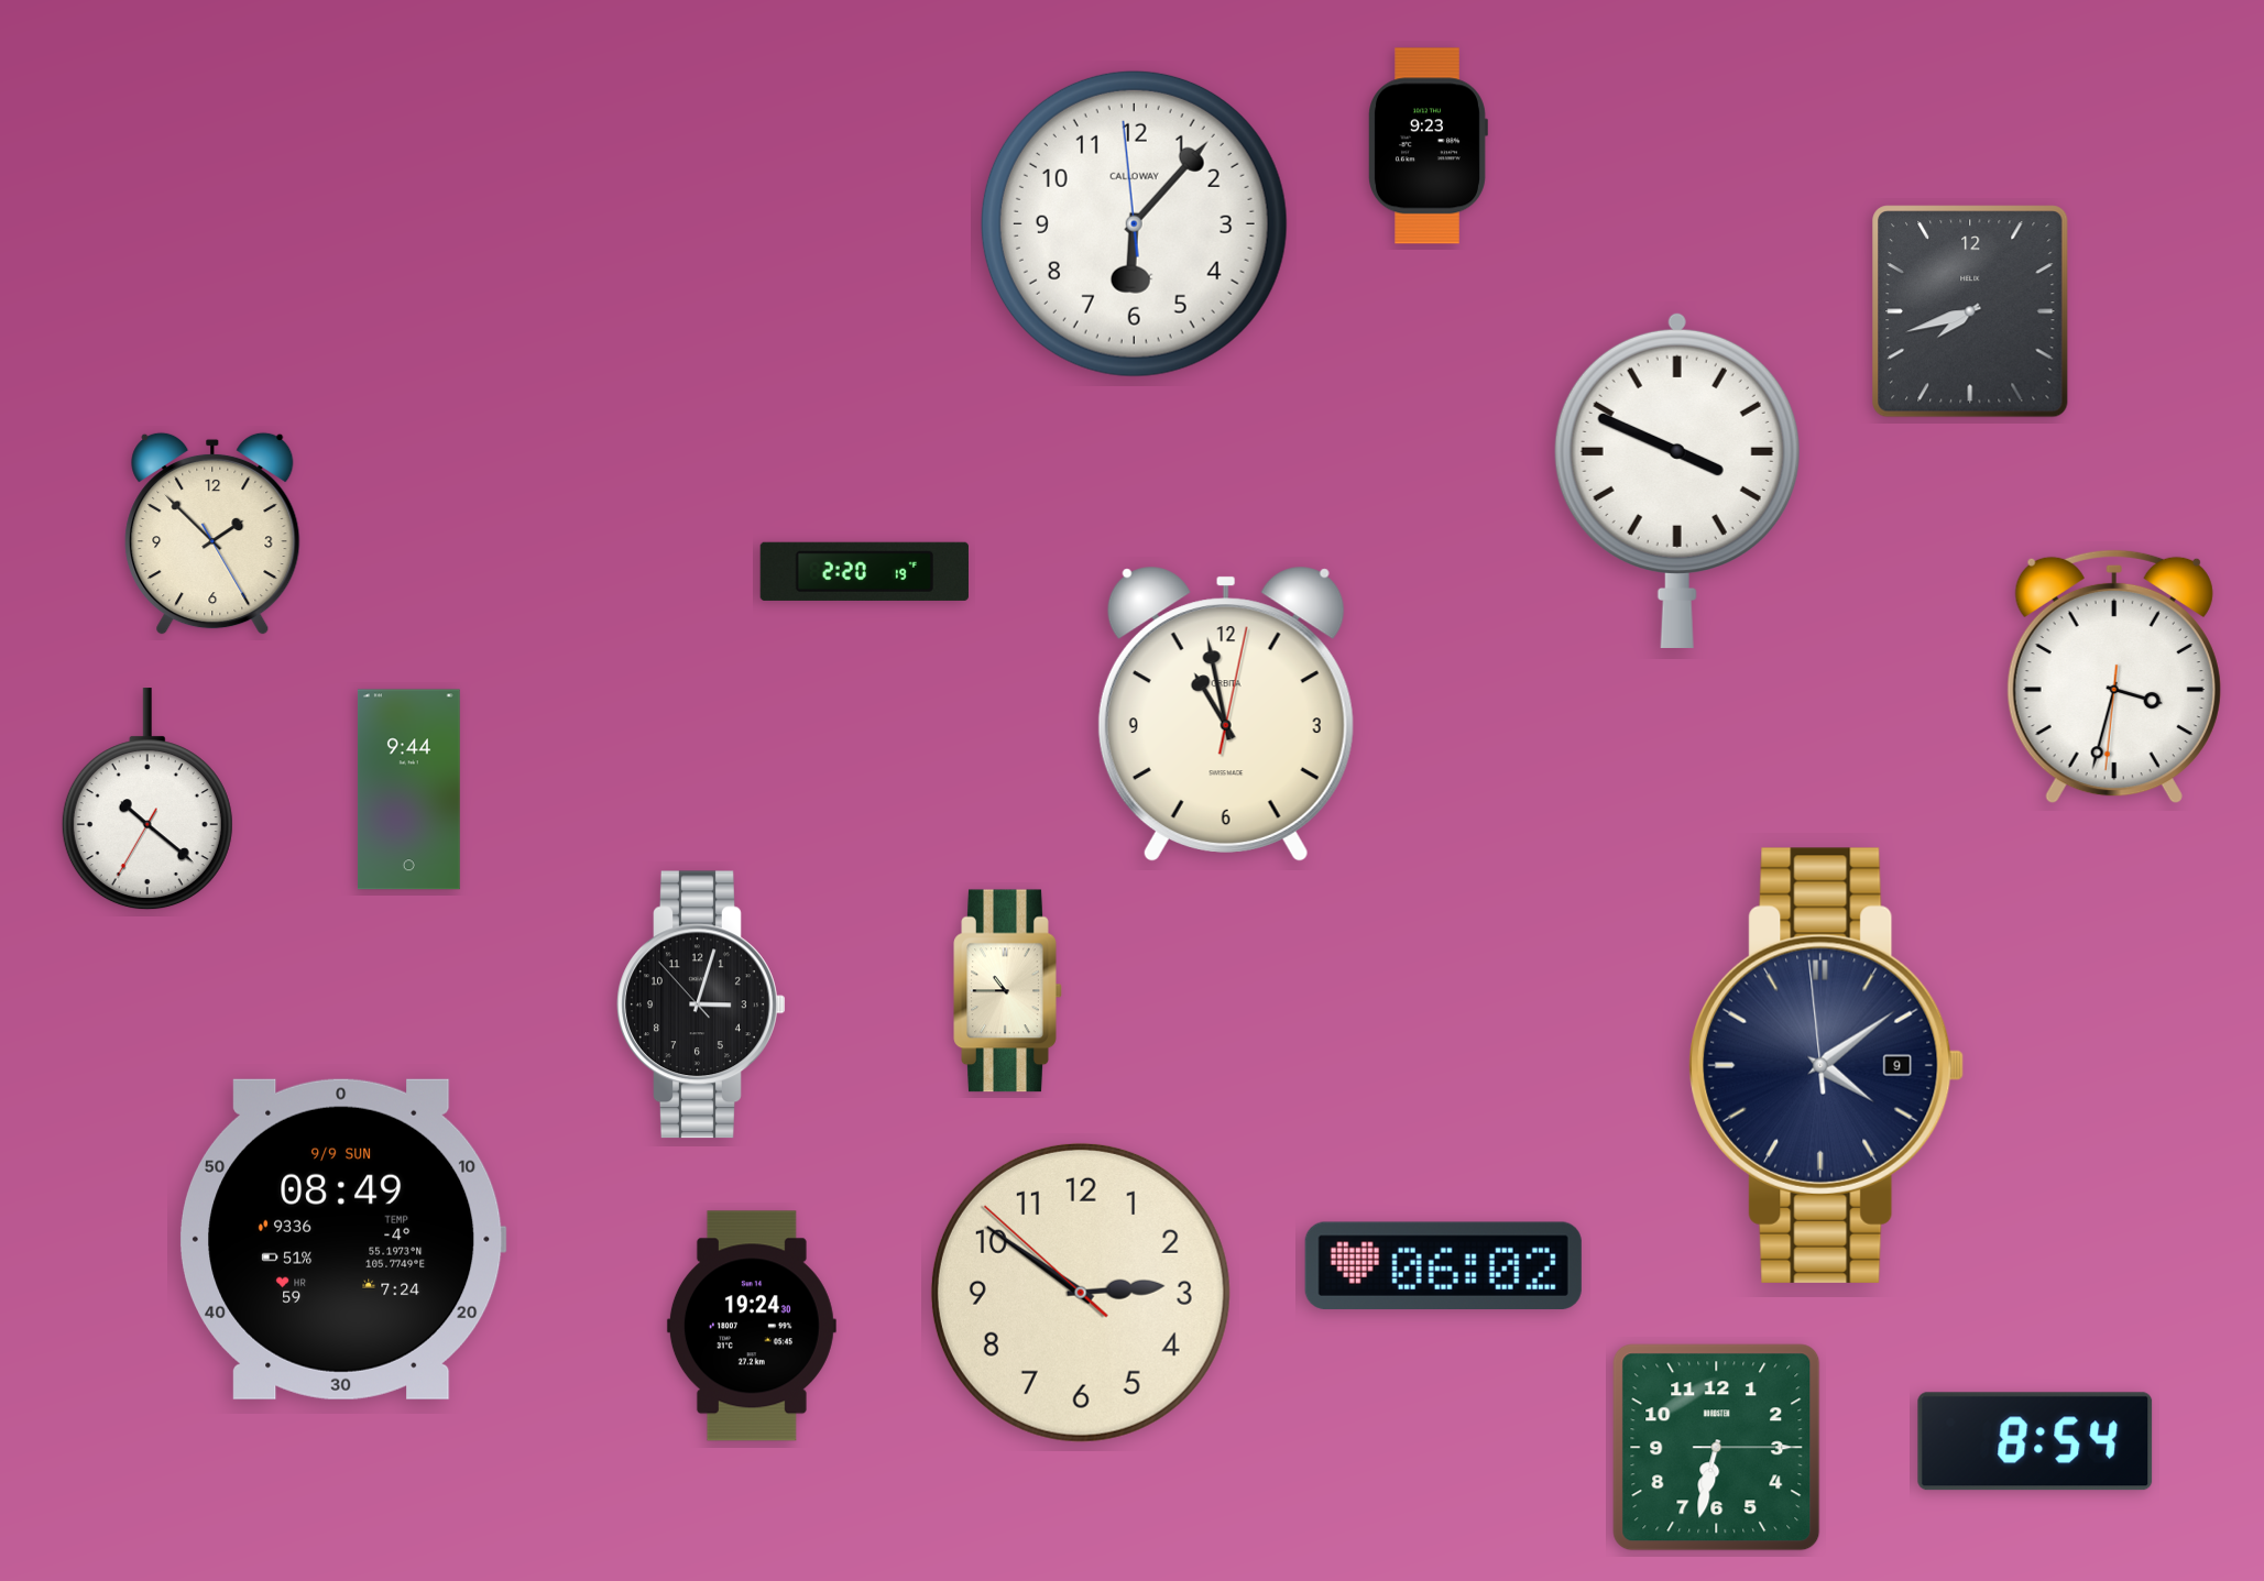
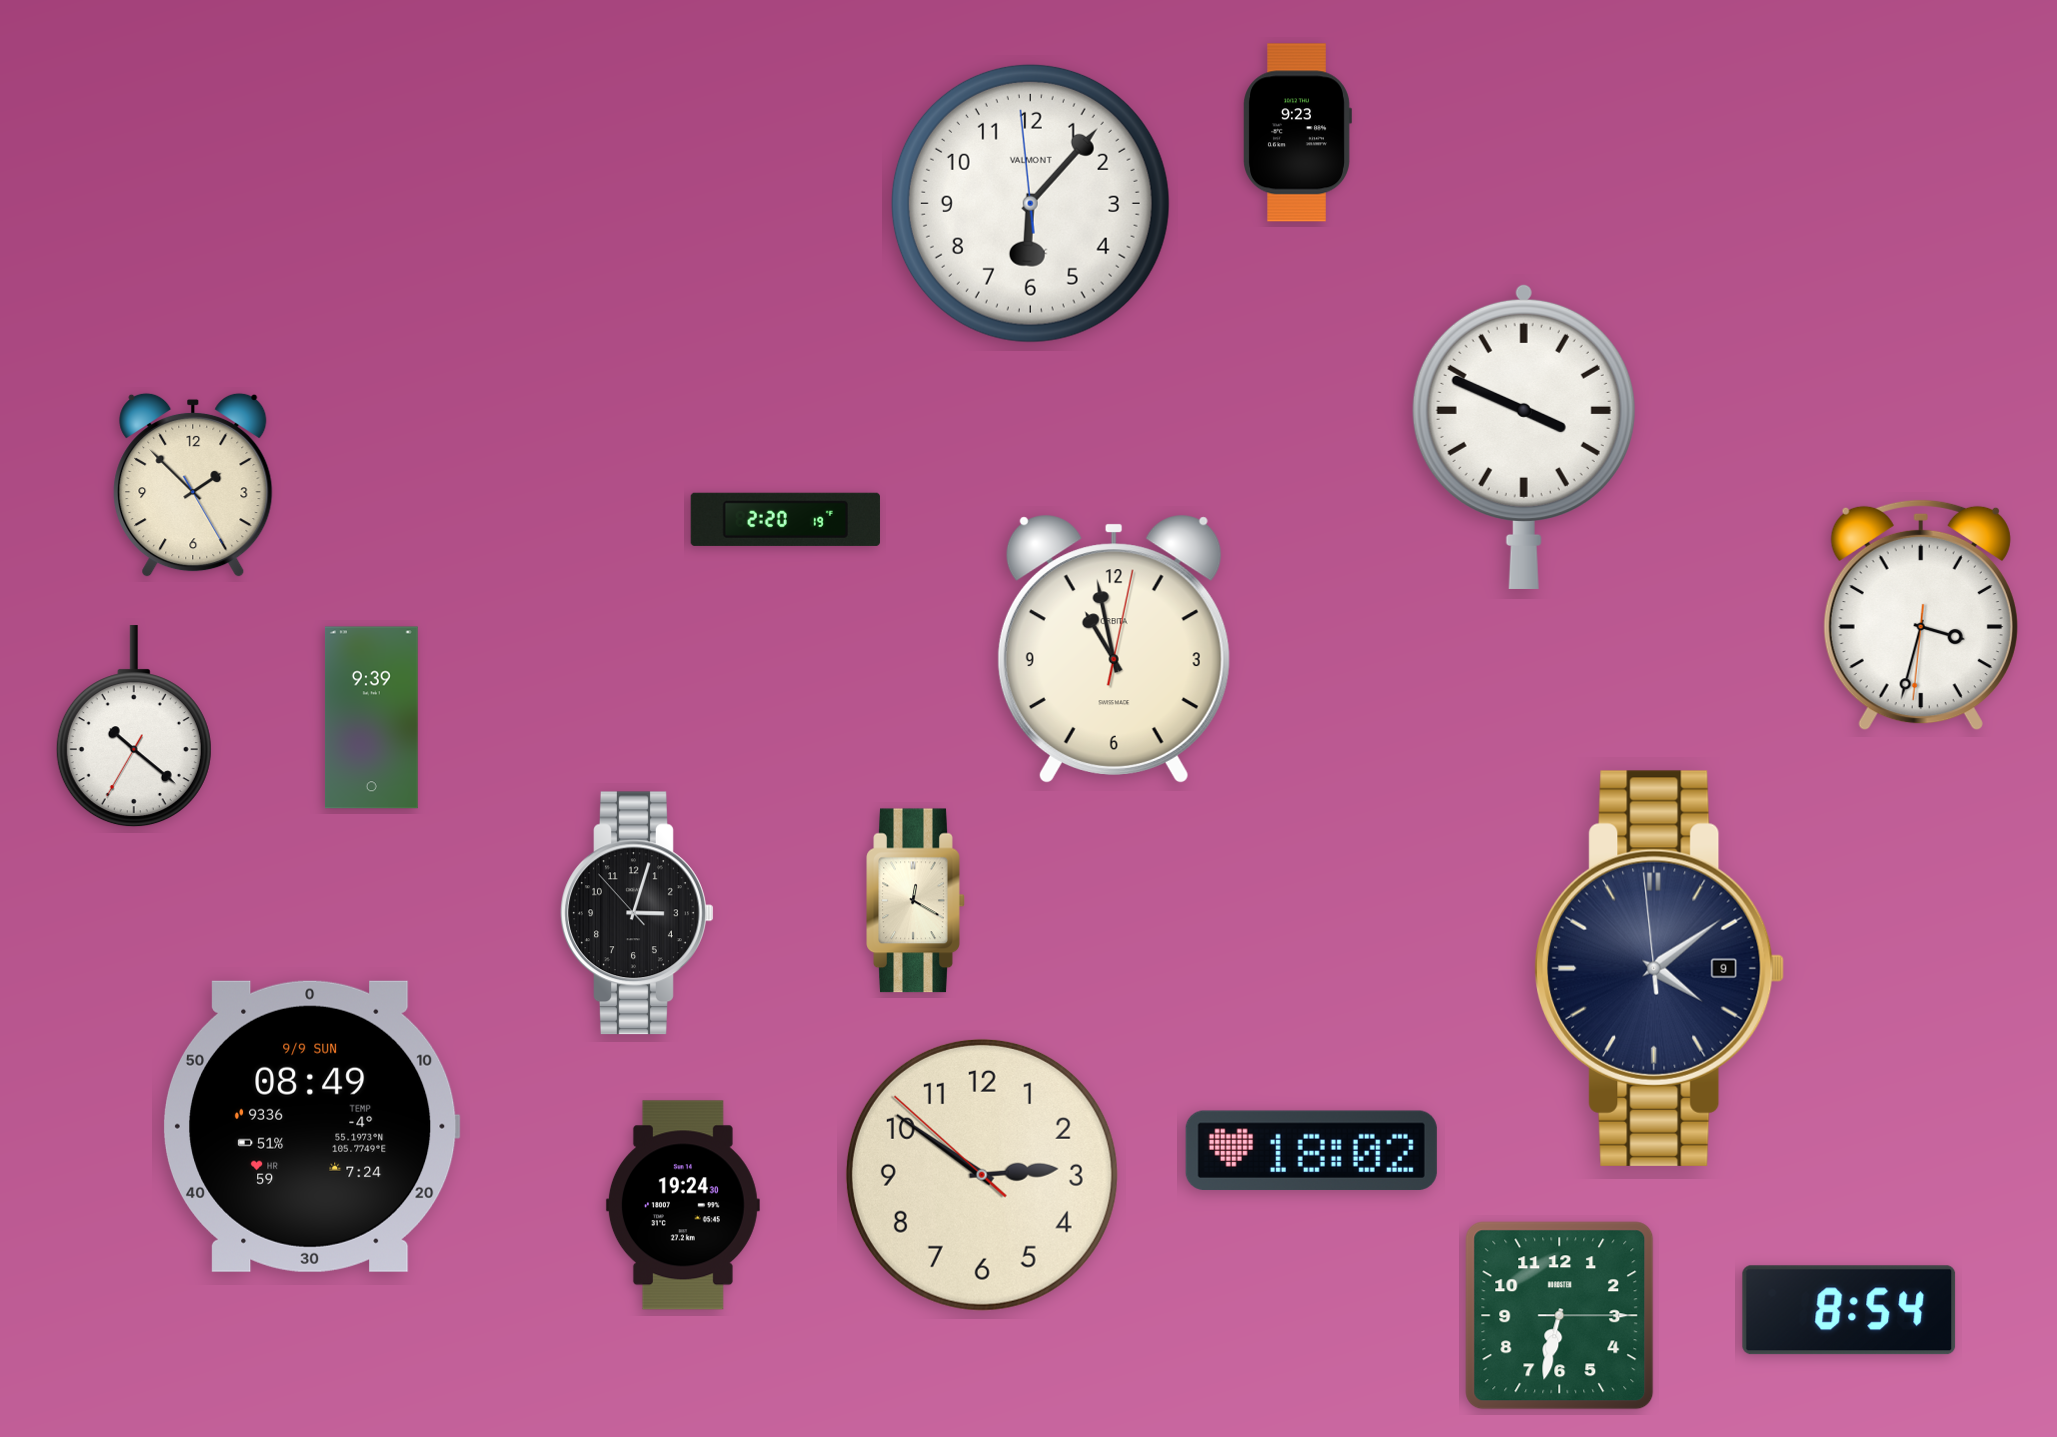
clock at (1134, 223) brand: CALLOWAY -> VALMONT
clock at (1970, 311): 7:42 -> none
clock at (408, 790): 9:44 -> 9:39
clock at (1008, 991): 10:45 -> 12:20
clock at (1443, 1265): 06:02 -> 18:02
